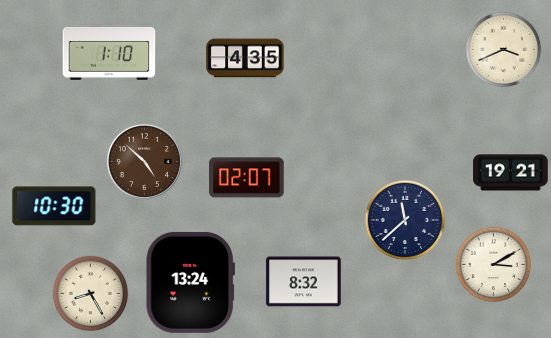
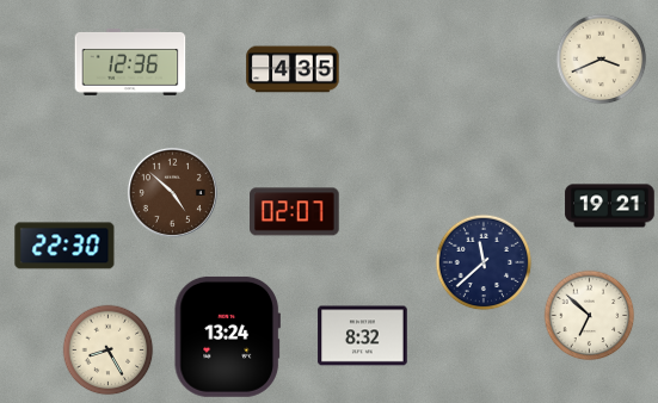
clock at (109, 52): 1:10 -> 12:36
clock at (54, 206): 10:30 -> 22:30
clock at (494, 265): 3:10 -> 6:52
